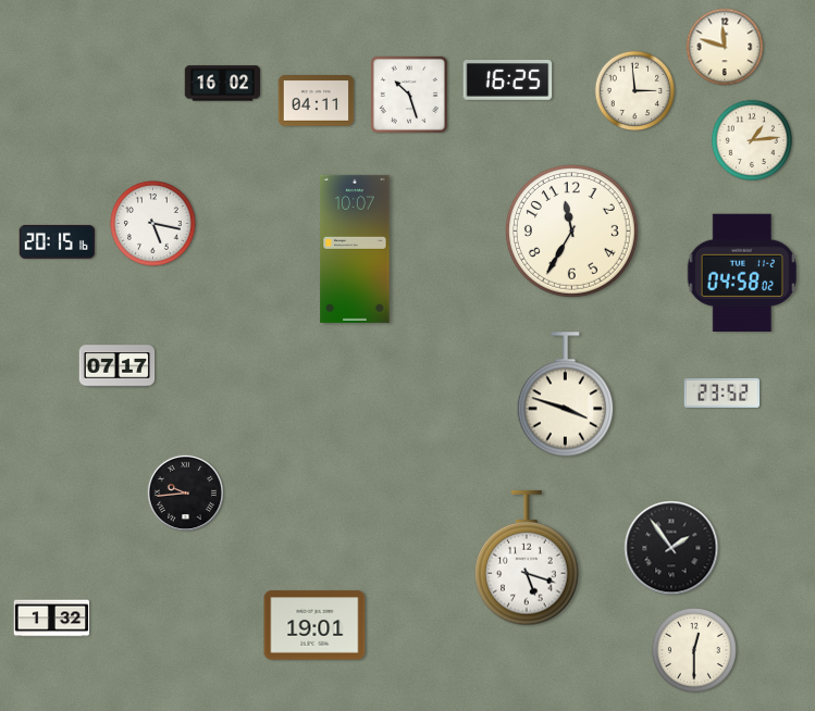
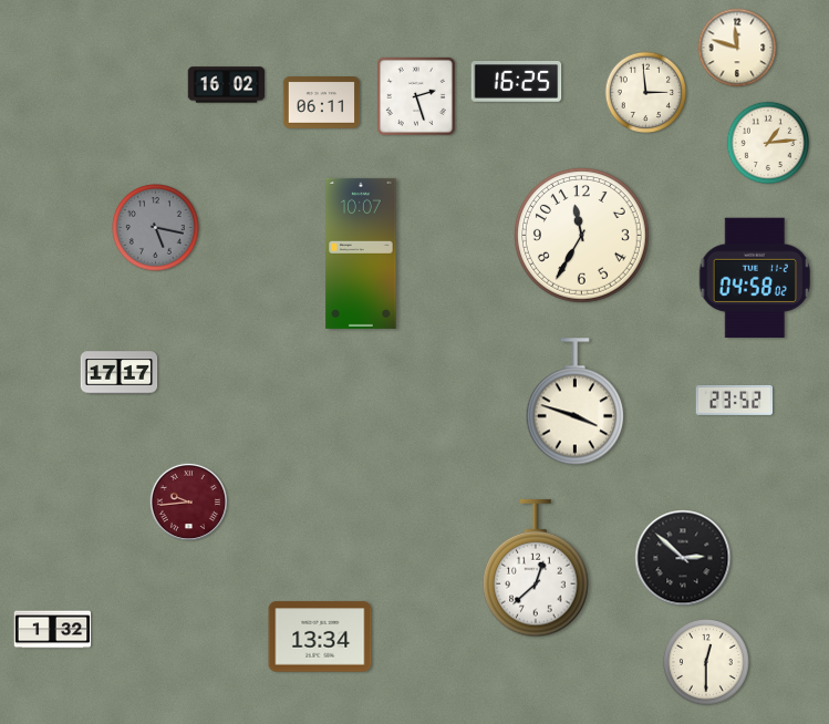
clock at (409, 95): 10:27 -> 2:27
clock at (317, 101): 04:11 -> 06:11
clock at (751, 139) position: (751, 139) -> (767, 142)
clock at (153, 224) dial: white -> grey
clock at (58, 241): 20:15 -> none
clock at (118, 366): 07:17 -> 17:17
clock at (185, 492) dial: black -> burgundy
clock at (671, 548): 1:54 -> 2:52
clock at (527, 558): 5:18 -> 12:38
clock at (314, 625): 19:01 -> 13:34
